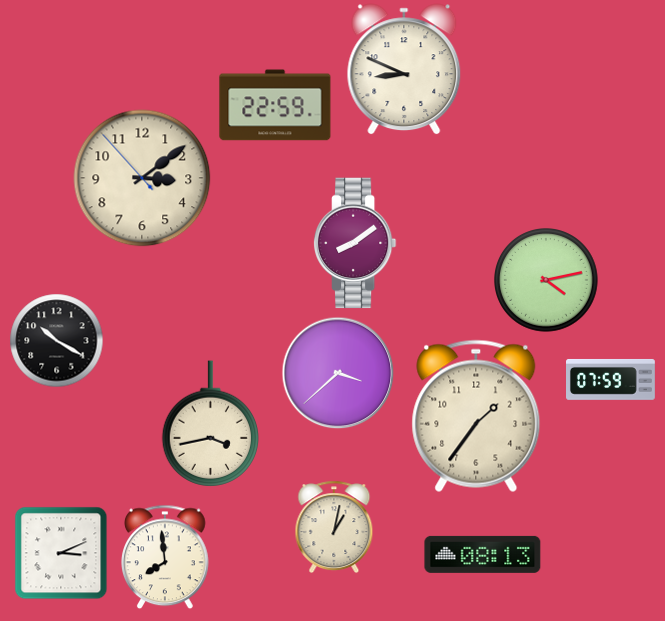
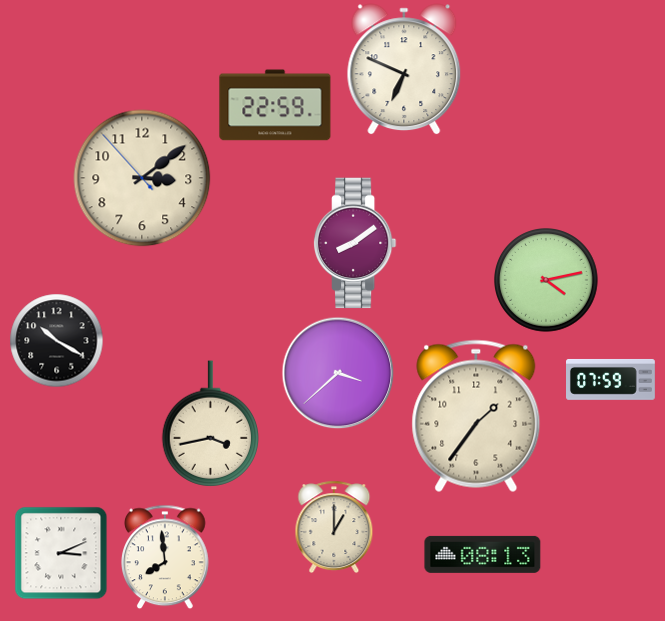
clock at (404, 69): 8:49 -> 6:49
clock at (334, 527): 1:02 -> 1:00
